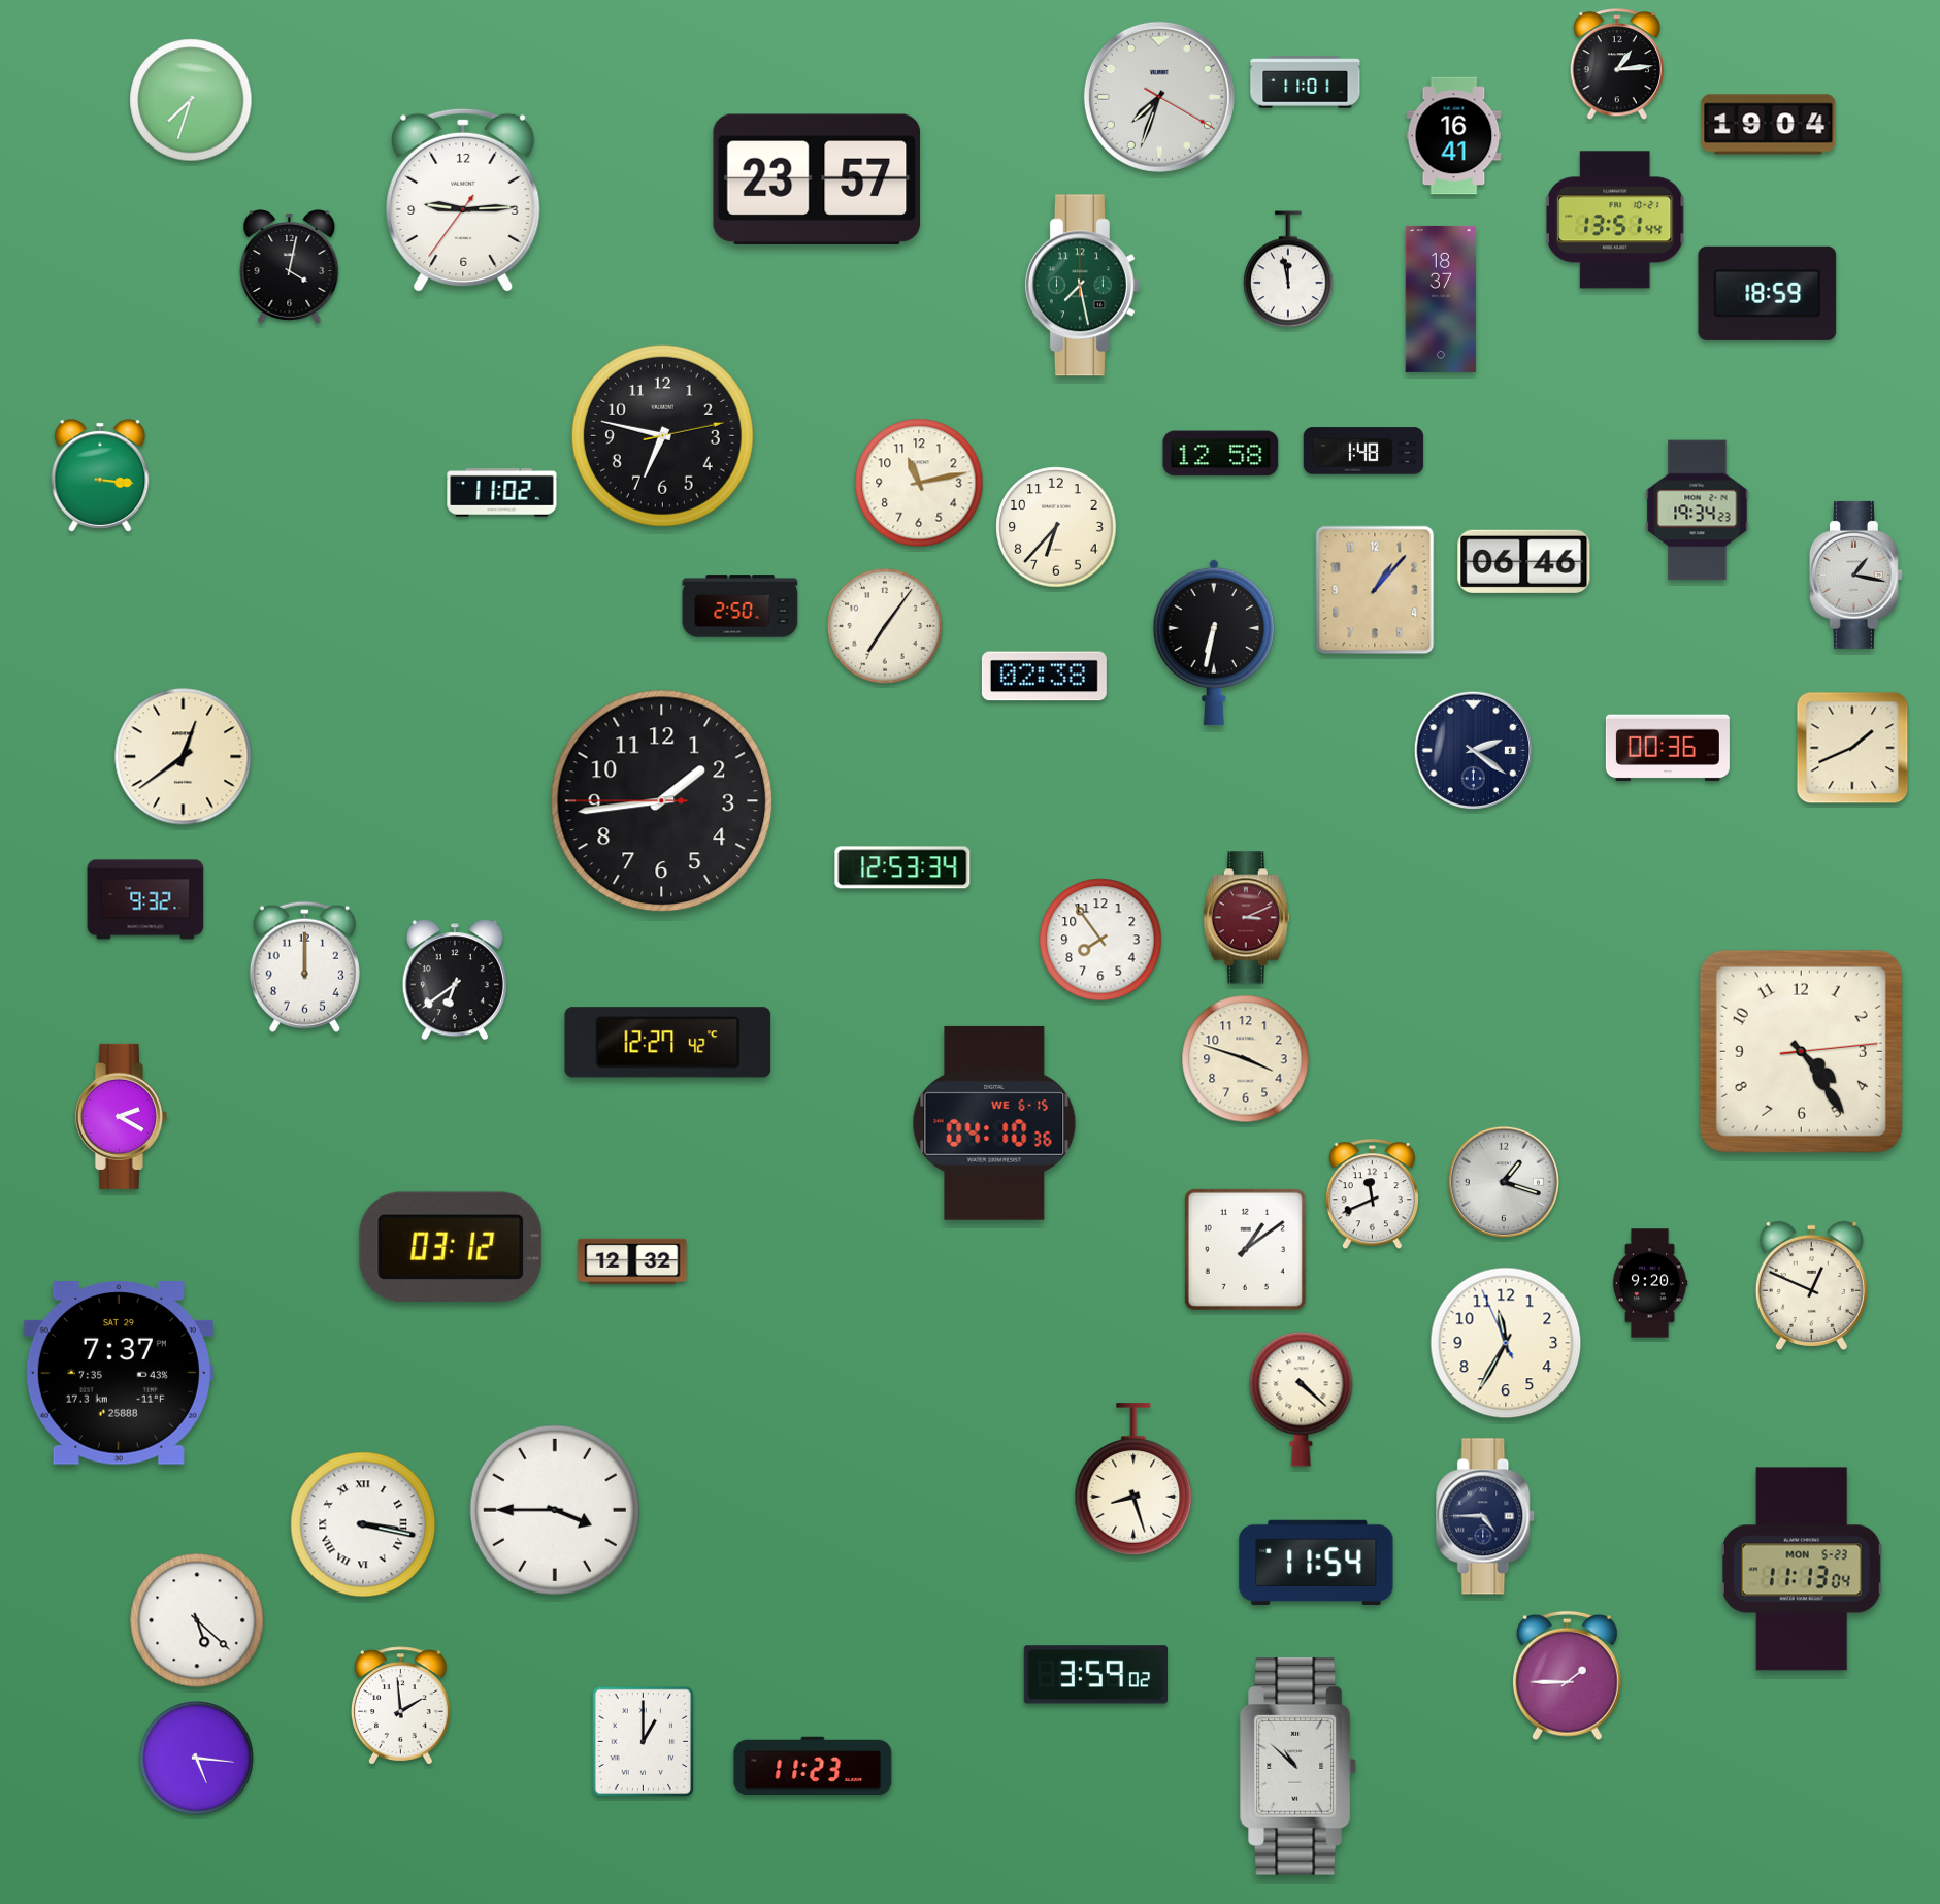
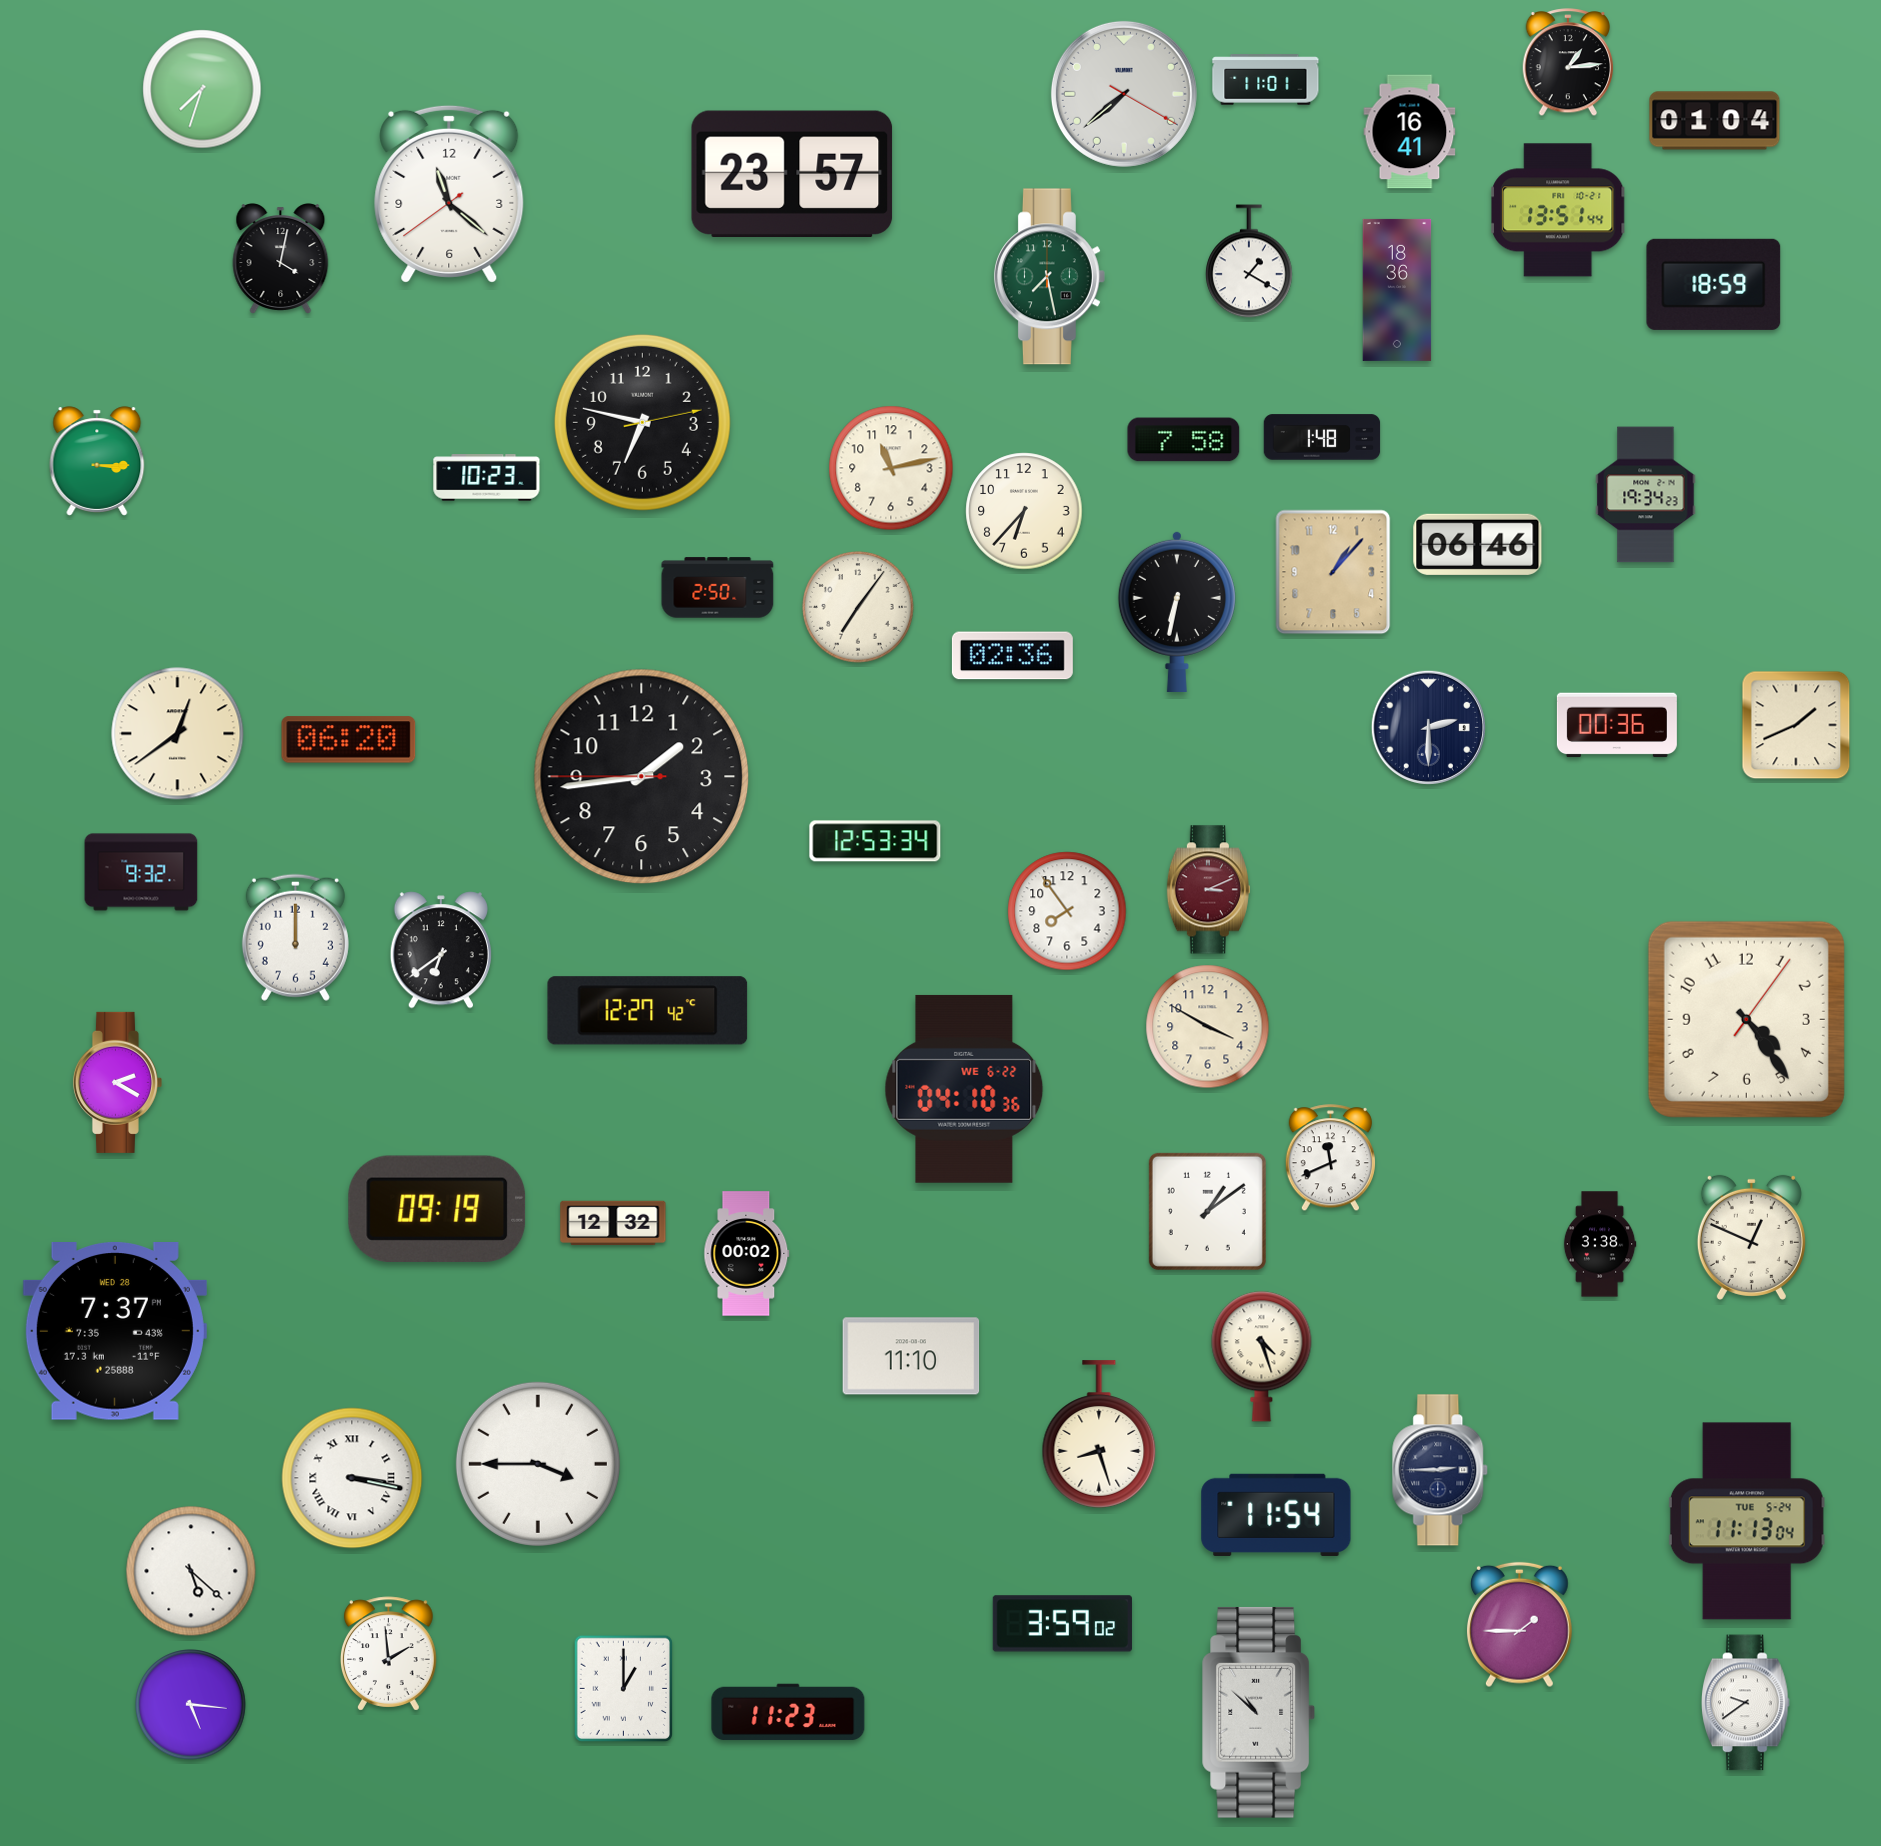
clock at (1159, 97): 7:33 -> 7:38
clock at (191, 100) position: (191, 100) -> (202, 89)
clock at (1769, 125): 19:04 -> 01:04
clock at (463, 200): 9:14 -> 11:21
clock at (1615, 220) position: (1615, 220) -> (1558, 210)
clock at (1289, 269): 11:58 -> 1:20
clock at (1441, 299): 18:37 -> 18:36
clock at (1221, 454): 12:58 -> 7:58
clock at (100, 475): 3:16 -> 3:15
clock at (502, 493): 11:02 -> 10:23
clock at (1855, 575): 1:17 -> none
clock at (1214, 642) position: (1214, 642) -> (1177, 611)
clock at (1044, 677): 02:38 -> 02:36
clock at (1473, 750): 2:21 -> 2:30
clock at (349, 740): none -> 06:20
clock at (1801, 1051): 4:24:14 -> 4:24:06
clock at (1246, 1059): 3:48 -> 3:50
clock at (994, 1123) date: WE 6-15 -> WE 6-22
clock at (1503, 1181): 1:18 -> none
clock at (451, 1247): 03:12 -> 09:19
clock at (1650, 1283): 9:20 -> 3:38
clock at (1811, 1285) position: (1811, 1285) -> (1751, 1237)
clock at (747, 1254): none -> 00:02
clock at (1506, 1343): 11:34 -> none
clock at (119, 1374) date: SAT 29 -> WED 28
clock at (911, 1356): none -> 11:10
clock at (1302, 1400): 4:22 -> 4:27
clock at (1486, 1516): 4:45 -> 2:45
clock at (1802, 1569) date: MON 5-23 -> TUE 5-24
clock at (1746, 1703): none -> 9:39
